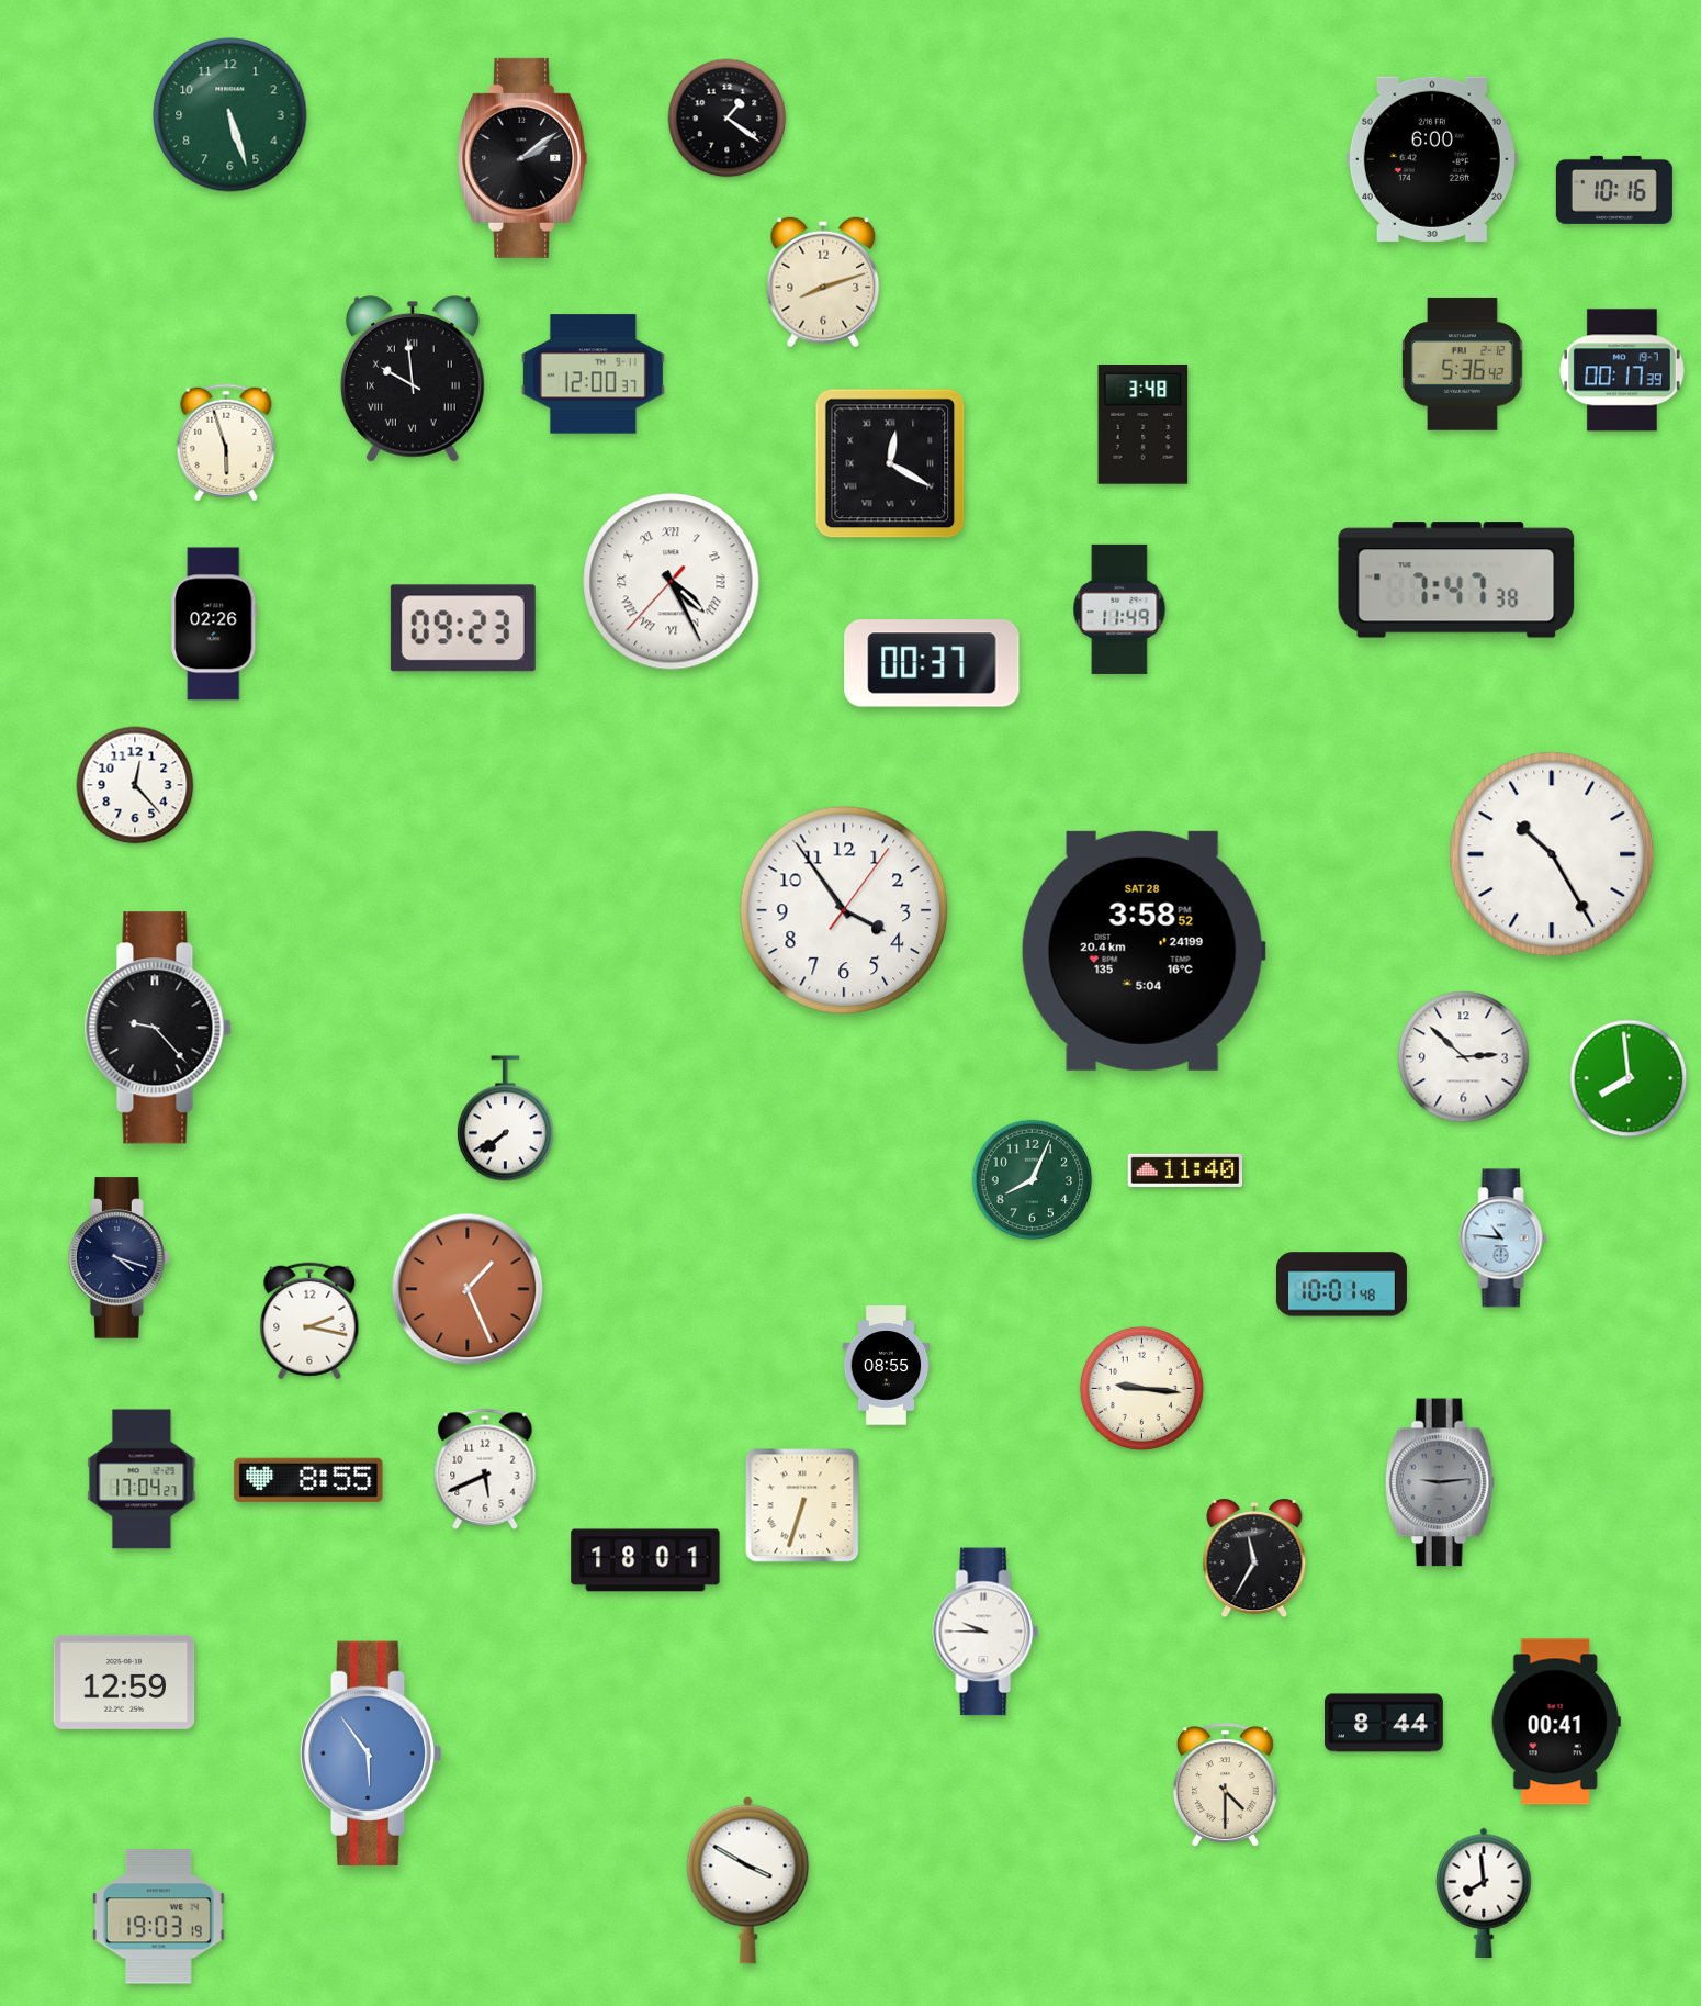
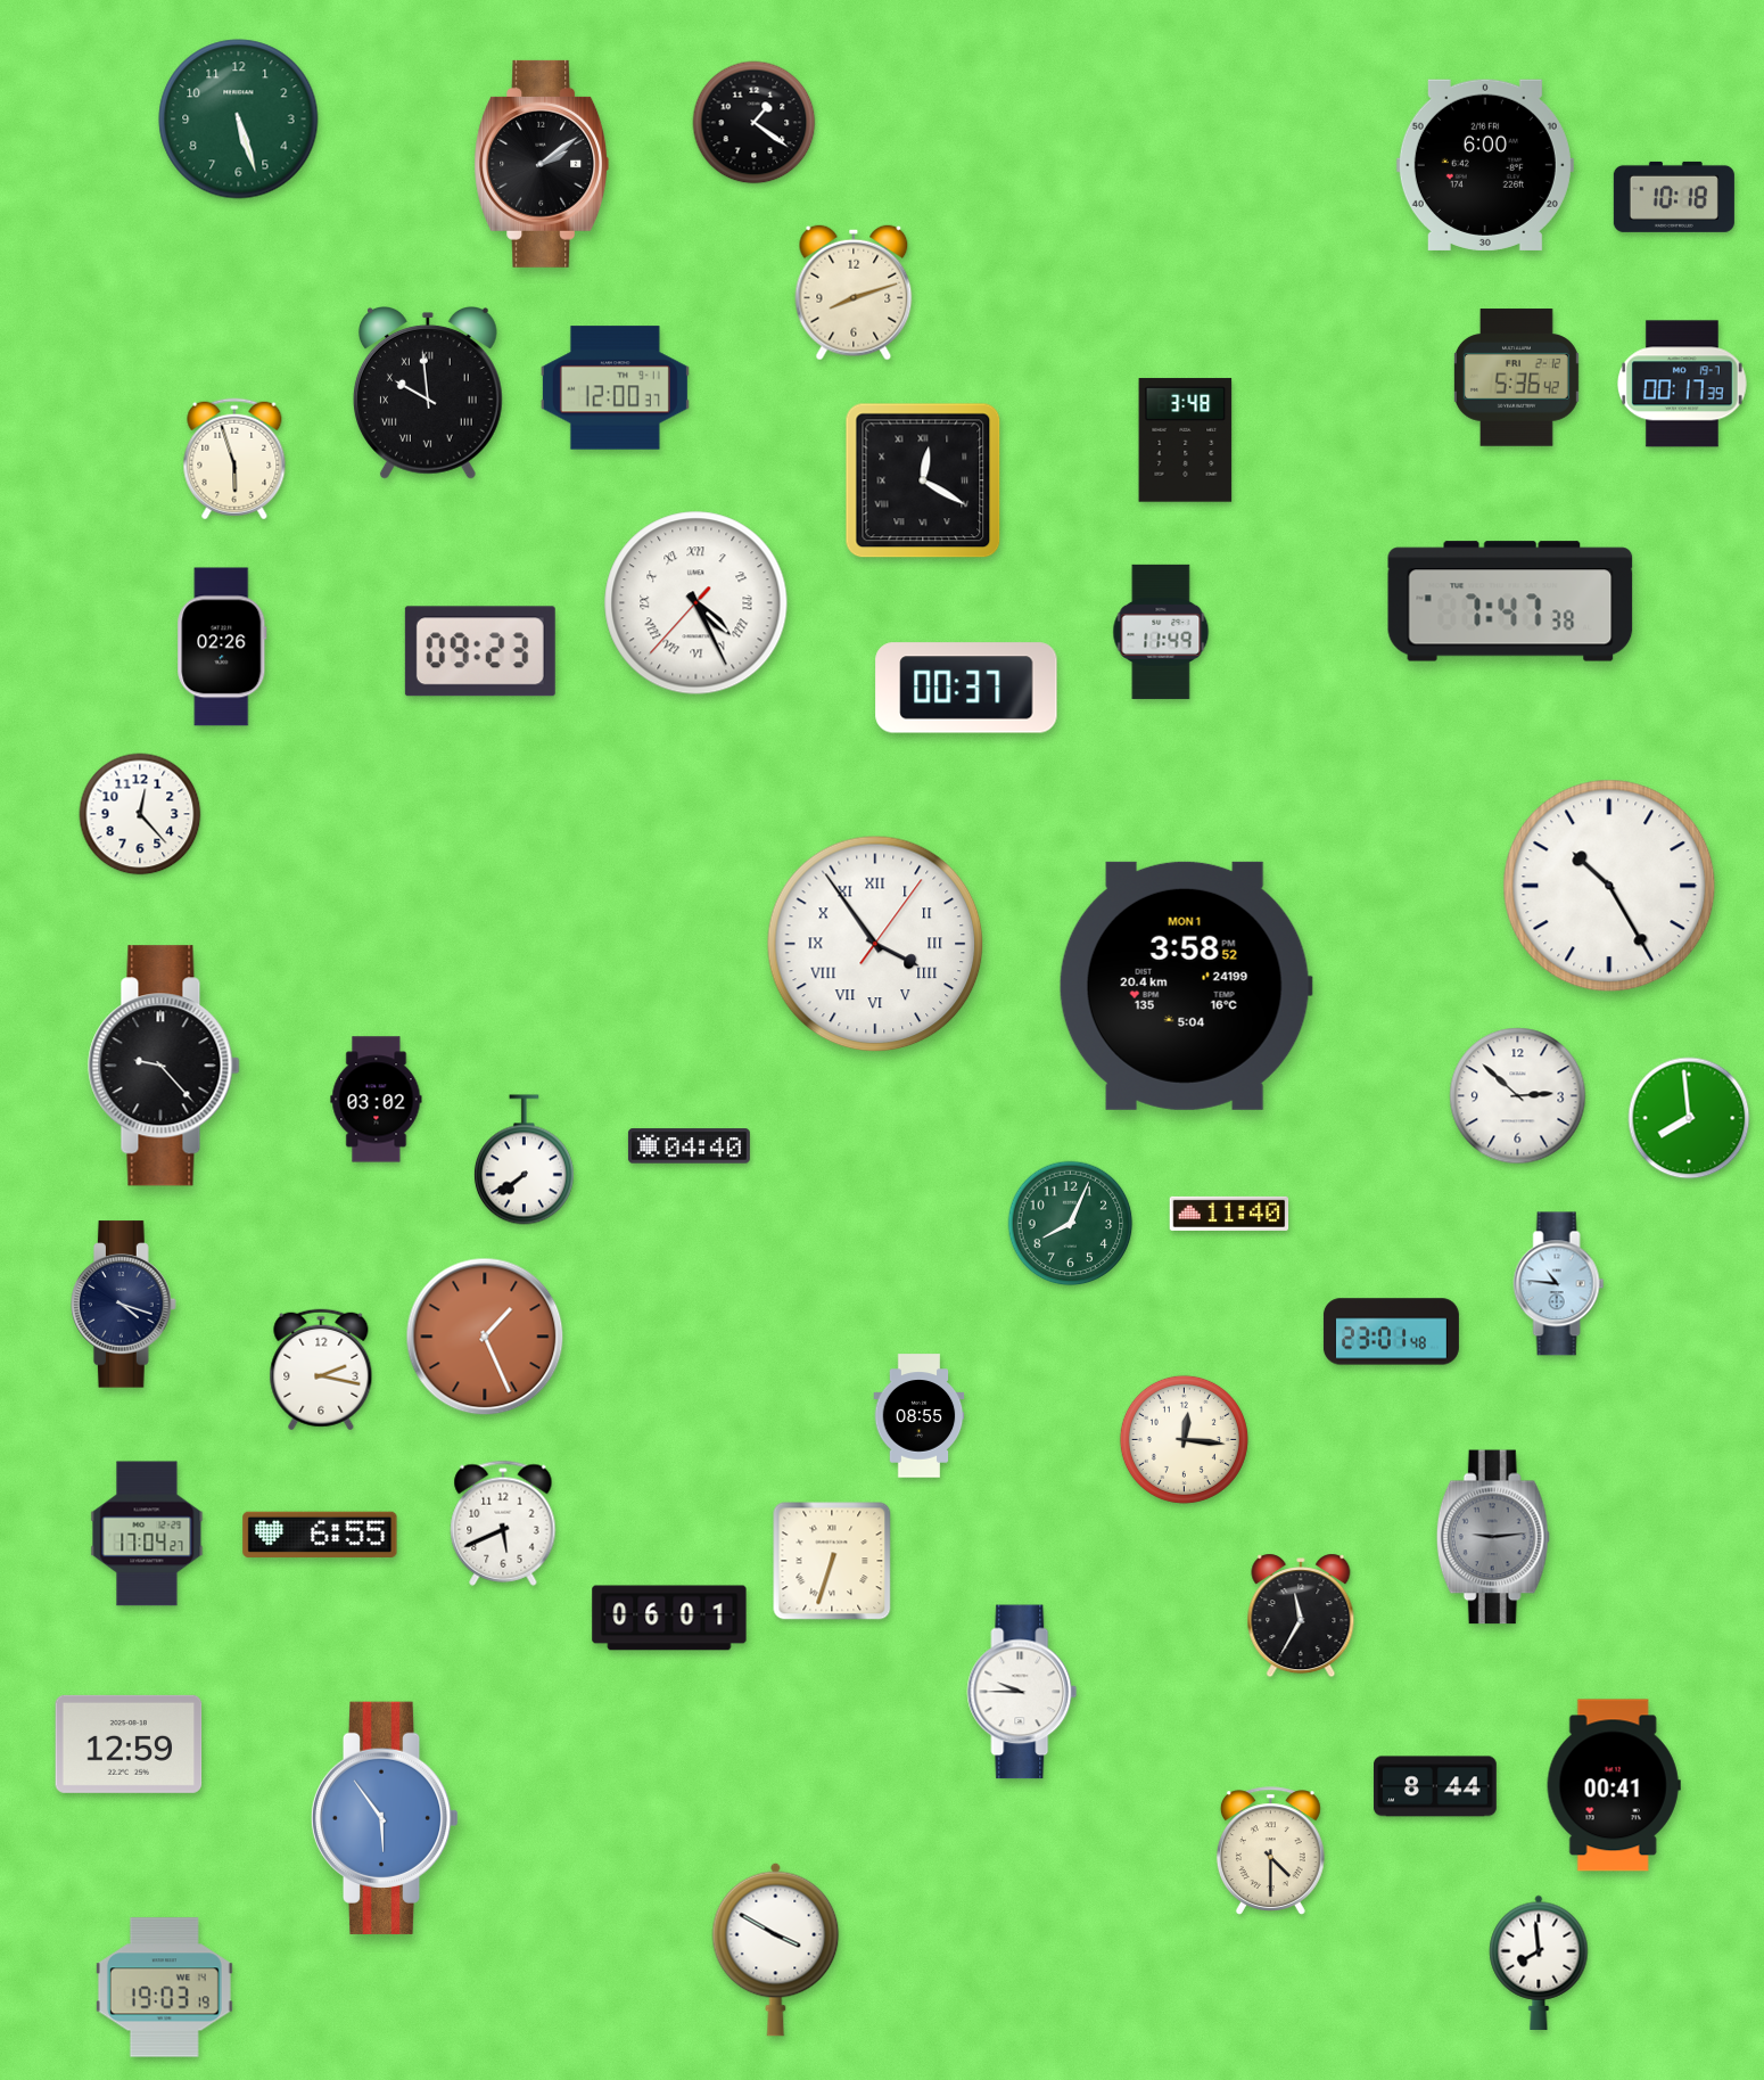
clock at (1614, 190): 10:16 -> 10:18
clock at (844, 910) numerals: Arabic -> Roman
clock at (1144, 951) date: SAT 28 -> MON 1
clock at (377, 1100): none -> 03:02
clock at (689, 1146): none -> 04:40
clock at (1341, 1285): 10:01 -> 23:01
clock at (1141, 1388): 9:16 -> 12:16
clock at (308, 1479): 8:55 -> 6:55
clock at (645, 1560): 18:01 -> 06:01
